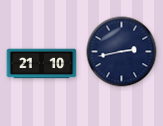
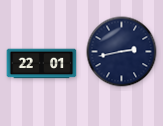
clock at (42, 64): 21:10 -> 22:01
